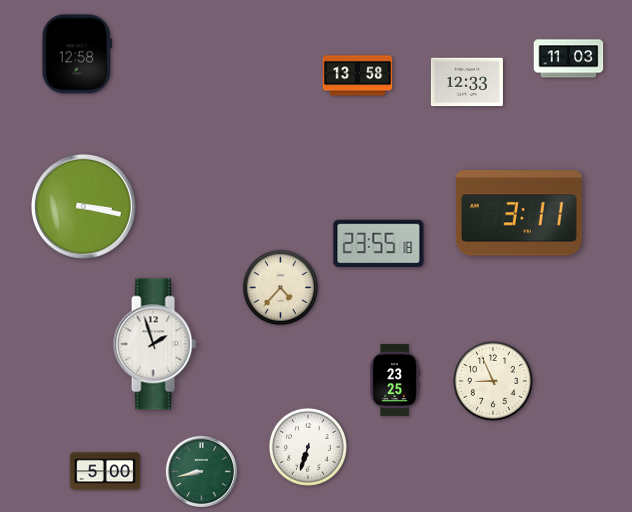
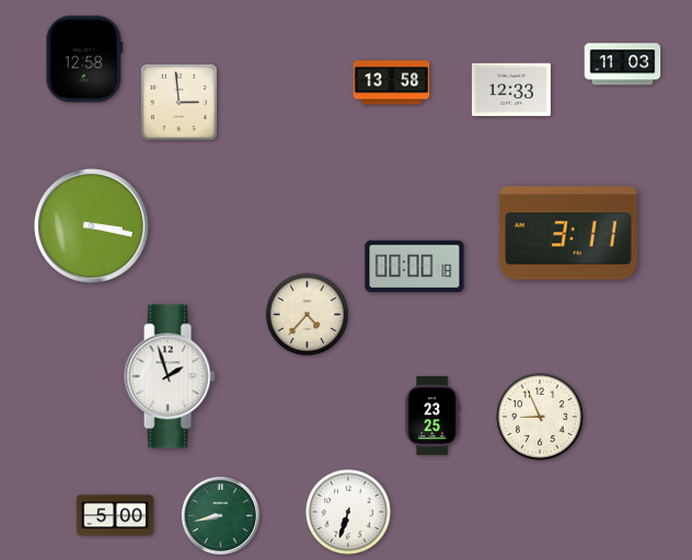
clock at (178, 102): none -> 2:59
clock at (379, 244): 23:55 -> 00:00
clock at (308, 447) position: (308, 447) -> (348, 512)
